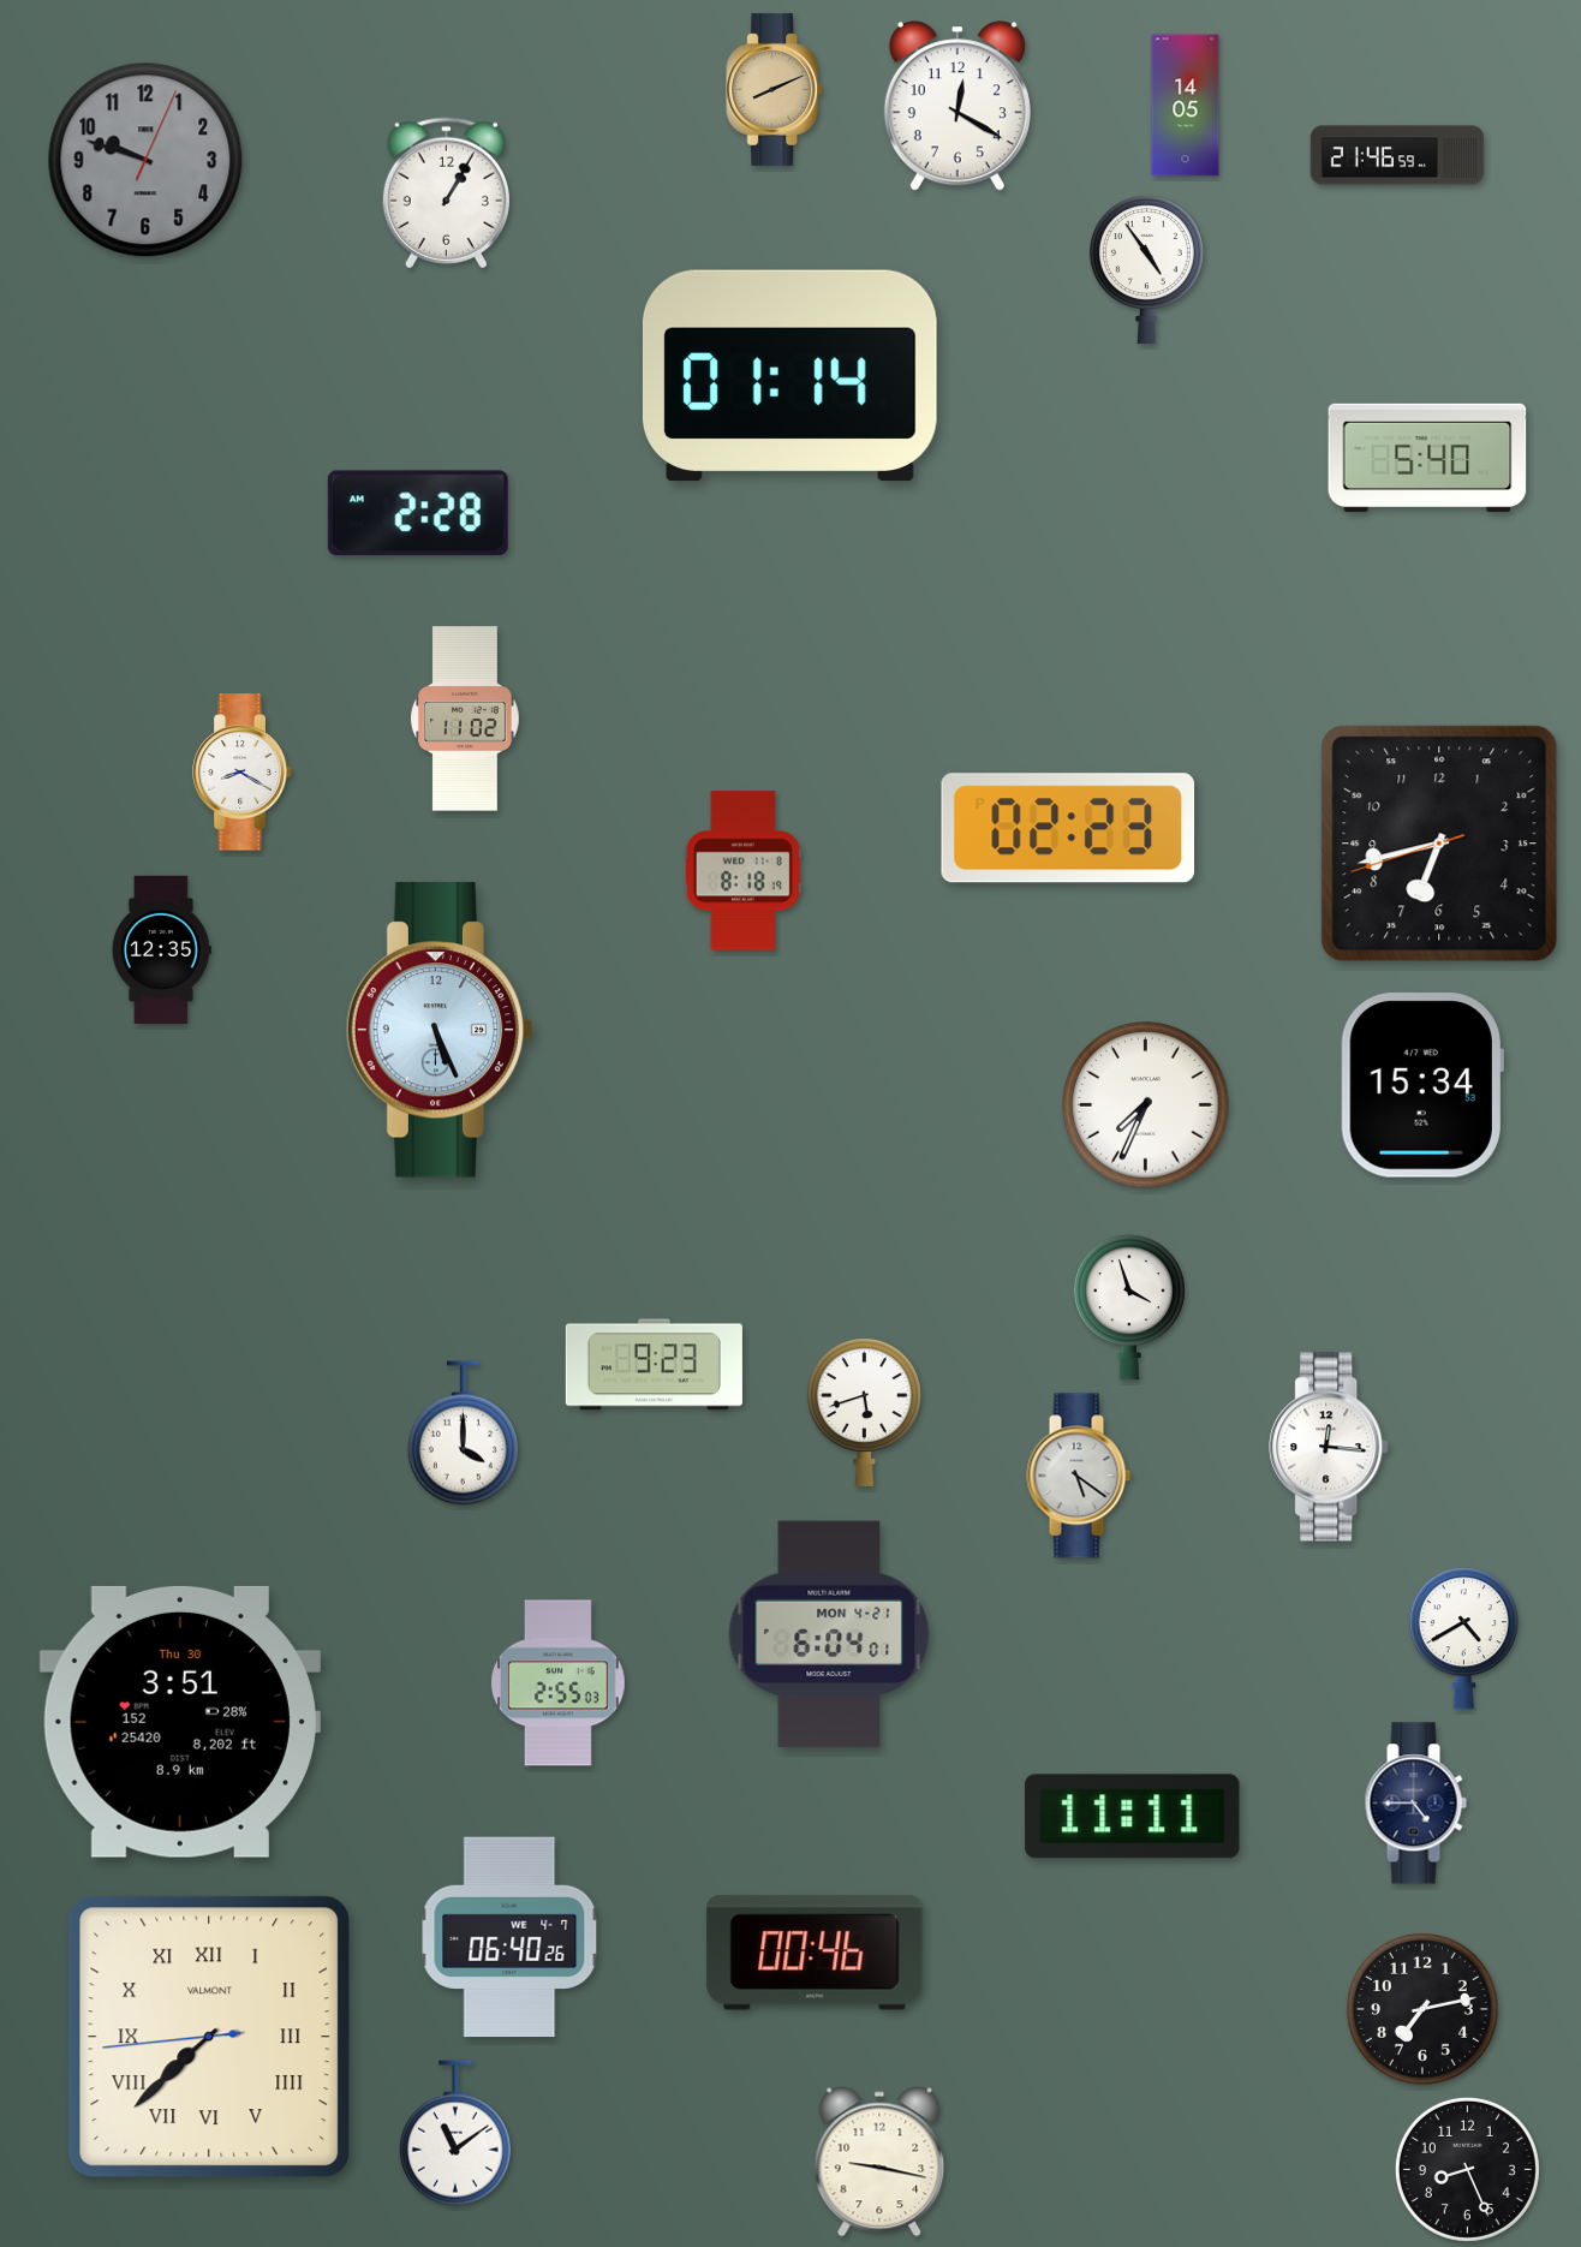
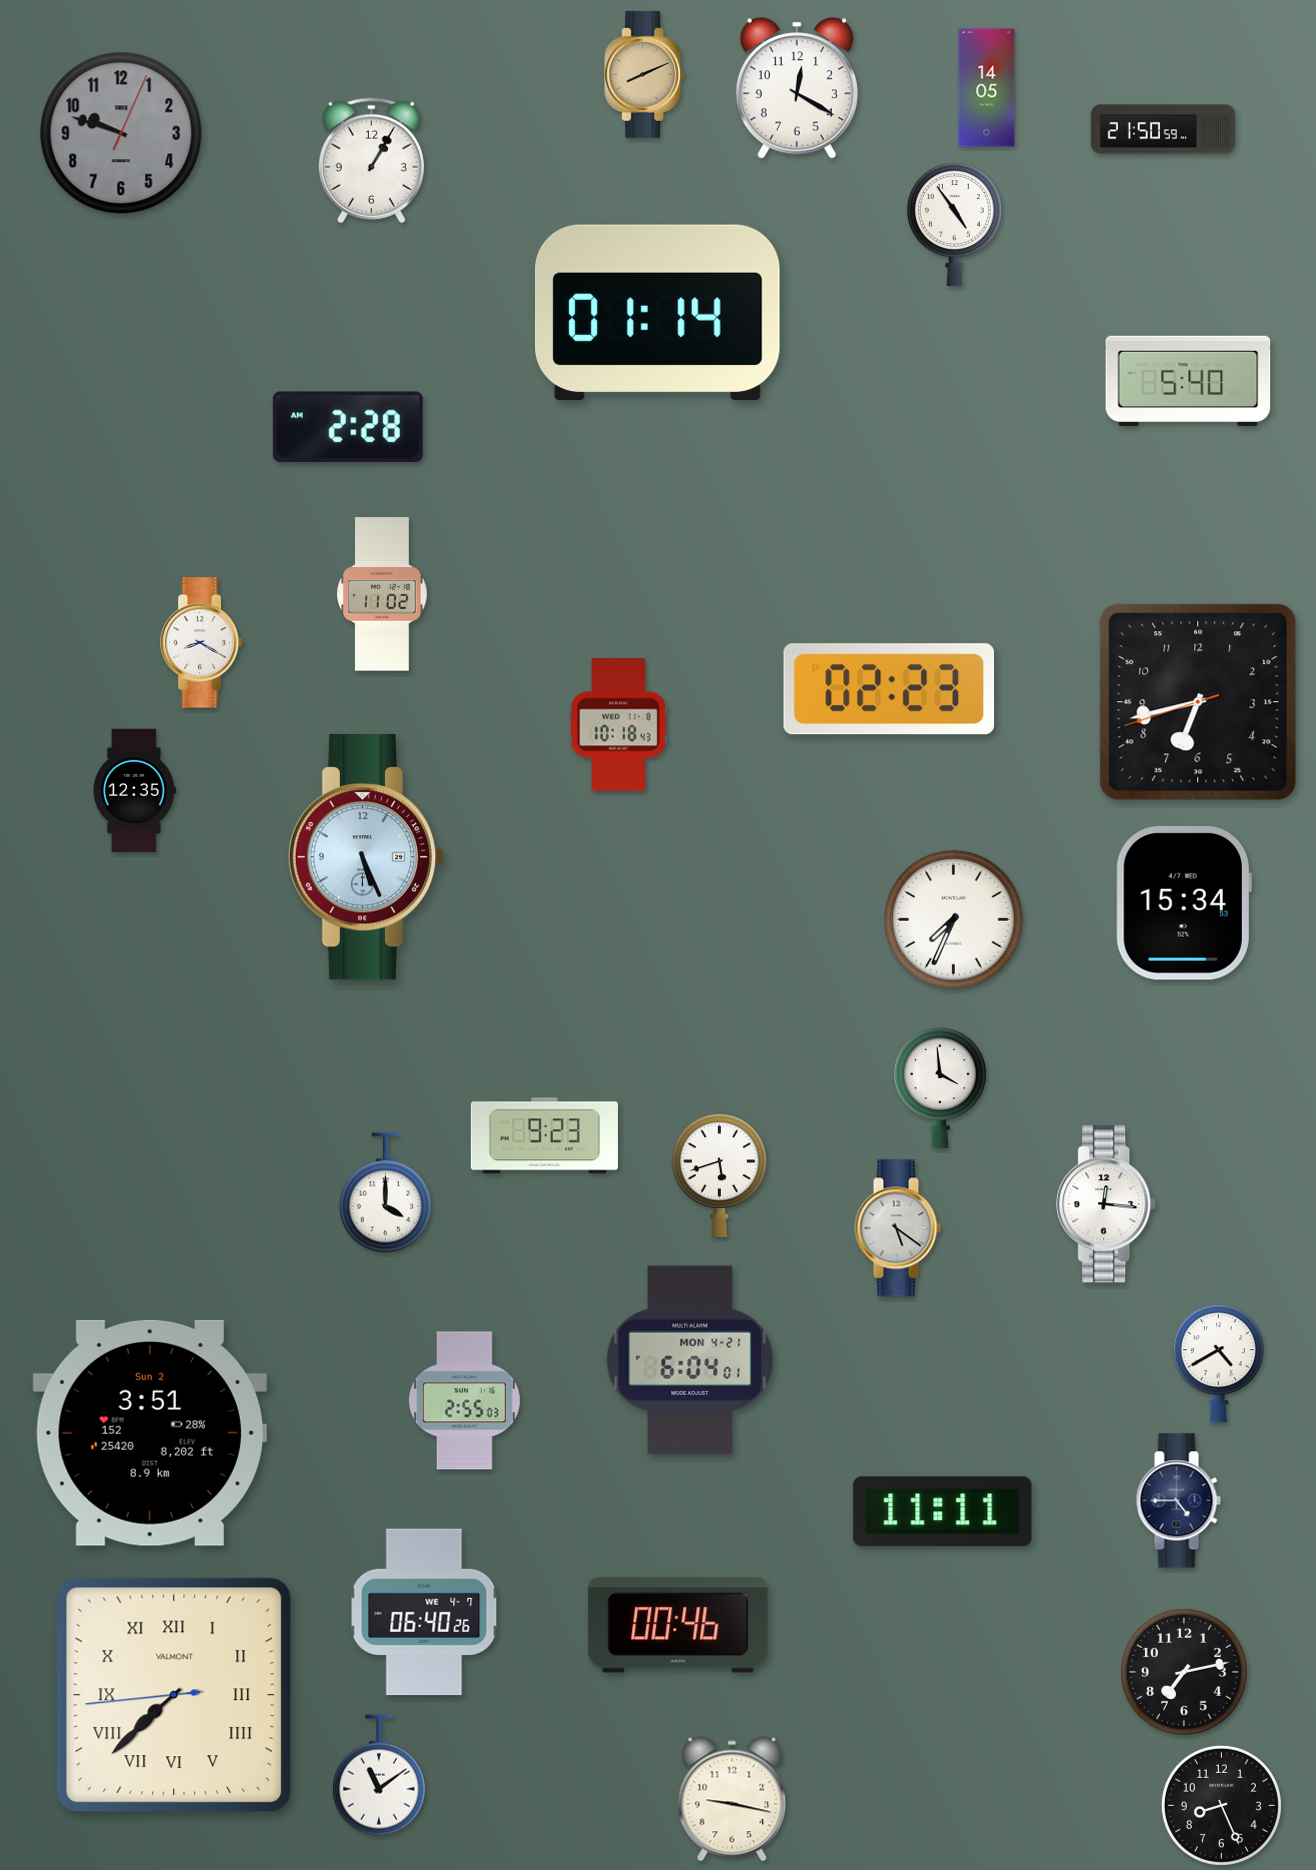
clock at (1397, 155): 21:46 -> 21:50
clock at (466, 719) position: (466, 719) -> (383, 594)
clock at (742, 871): 8:18 -> 10:18
clock at (1129, 1307): 3:57 -> 3:59
clock at (180, 1722) date: Thu 30 -> Sun 2
